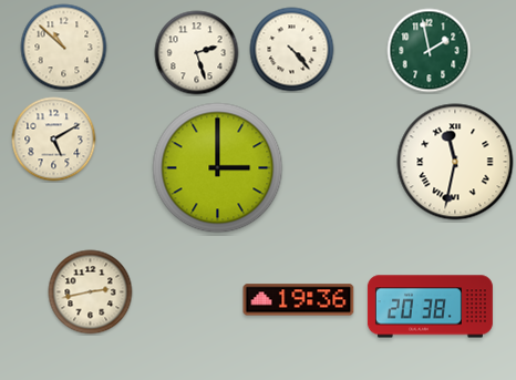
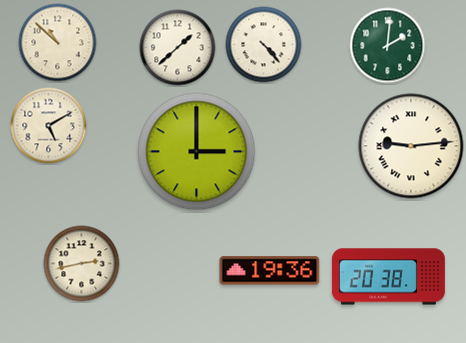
clock at (430, 51): 1:58 -> 2:01
clock at (197, 53): 2:27 -> 1:38
clock at (455, 162): 11:32 -> 9:14
